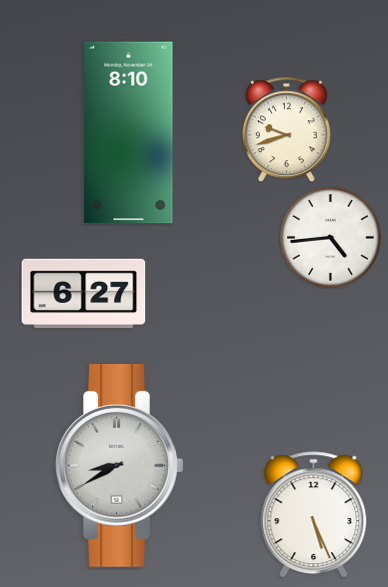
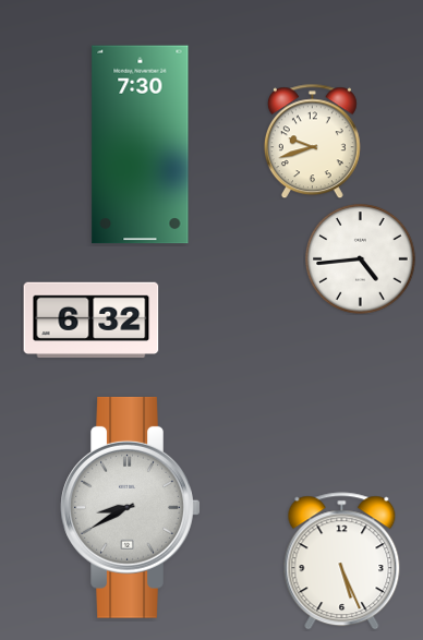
clock at (129, 133): 8:10 -> 7:30
clock at (84, 294): 6:27 -> 6:32
